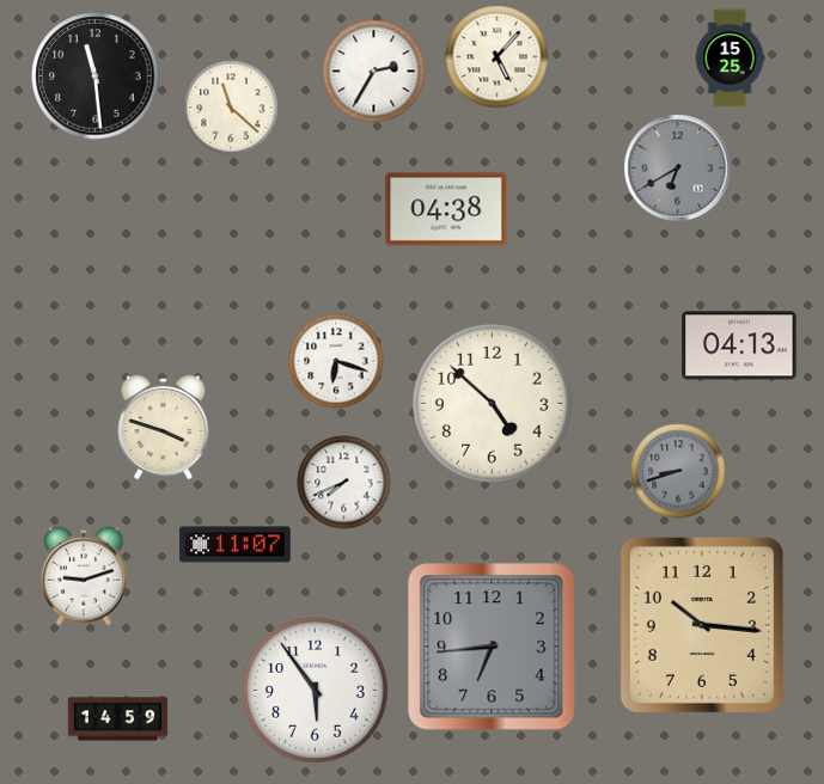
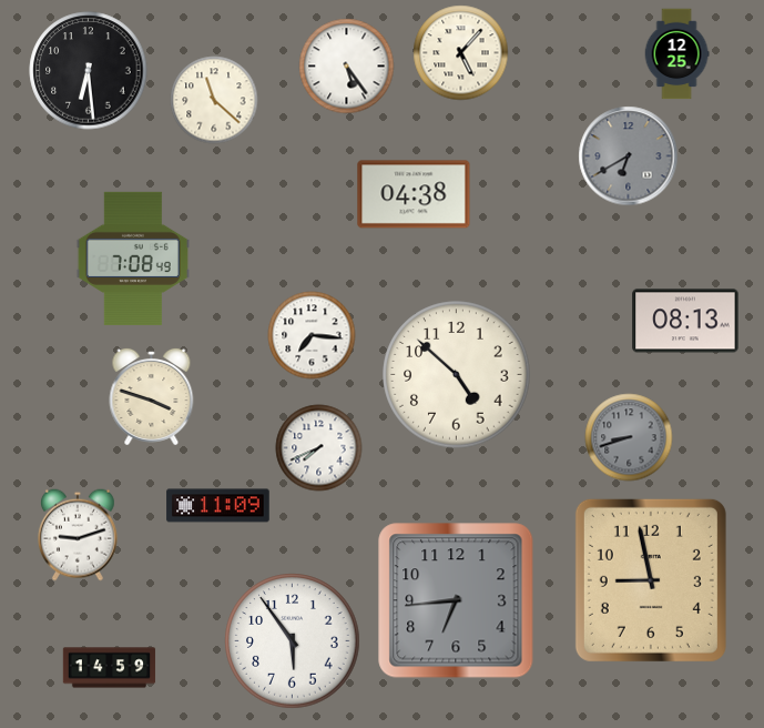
clock at (730, 59): 15:25 -> 12:25
clock at (374, 72): 2:35 -> 5:24
clock at (96, 76): 11:29 -> 6:29
clock at (133, 259): none -> 7:08
clock at (739, 345): 04:13 -> 08:13
clock at (336, 361): 6:18 -> 7:16
clock at (236, 545): 11:07 -> 11:09
clock at (702, 625): 10:16 -> 8:58
